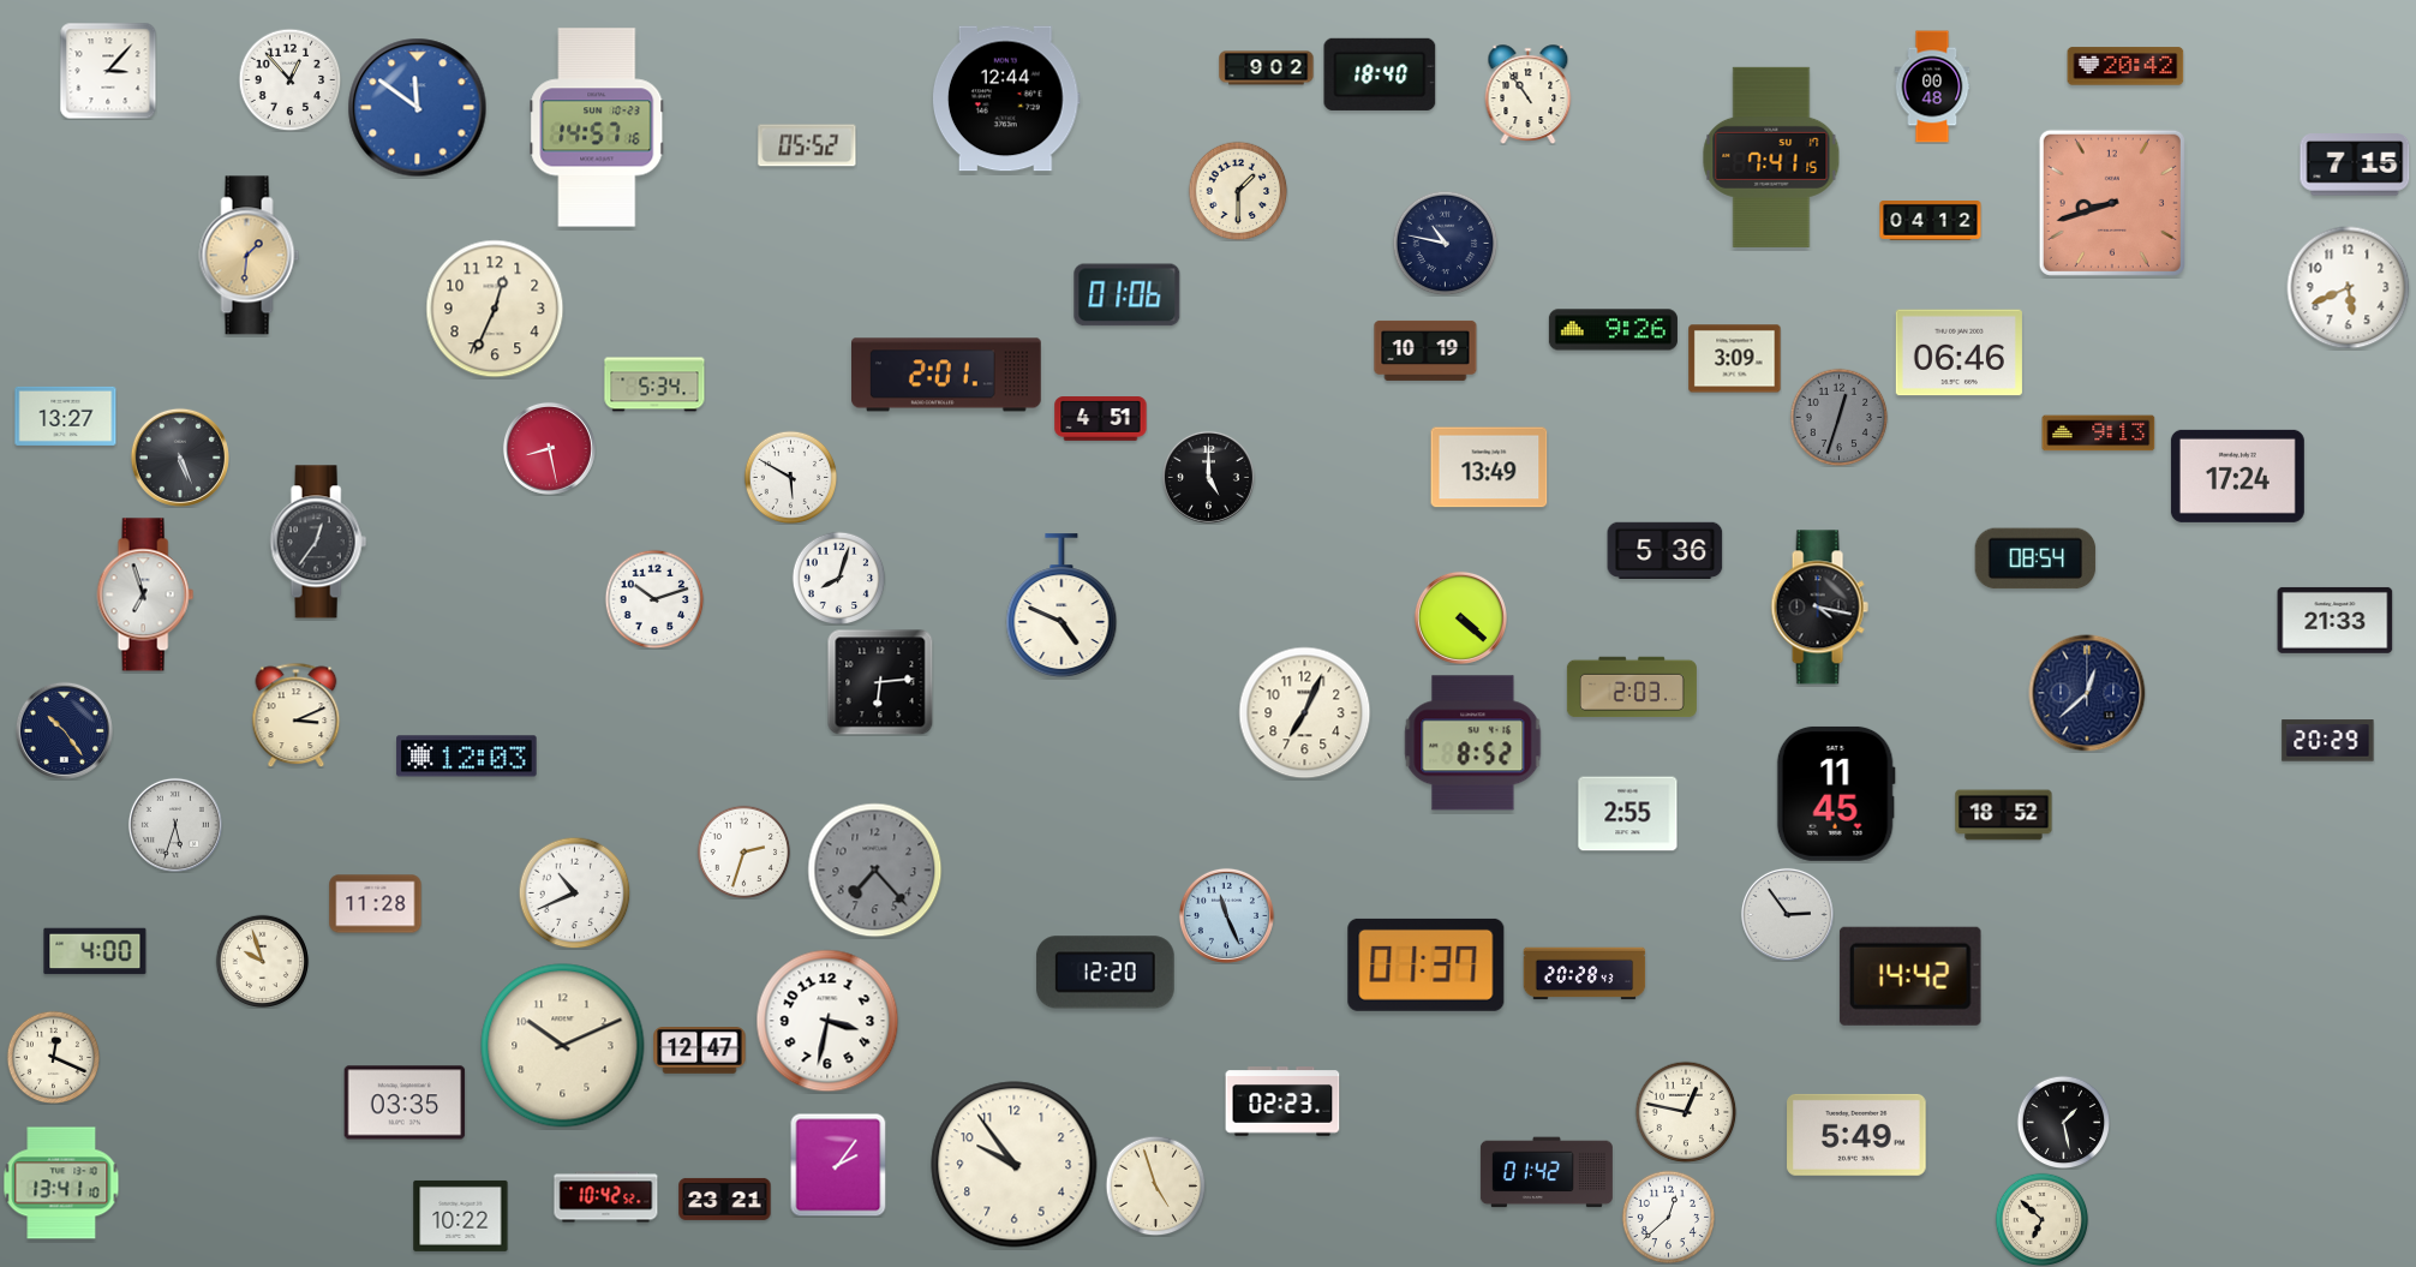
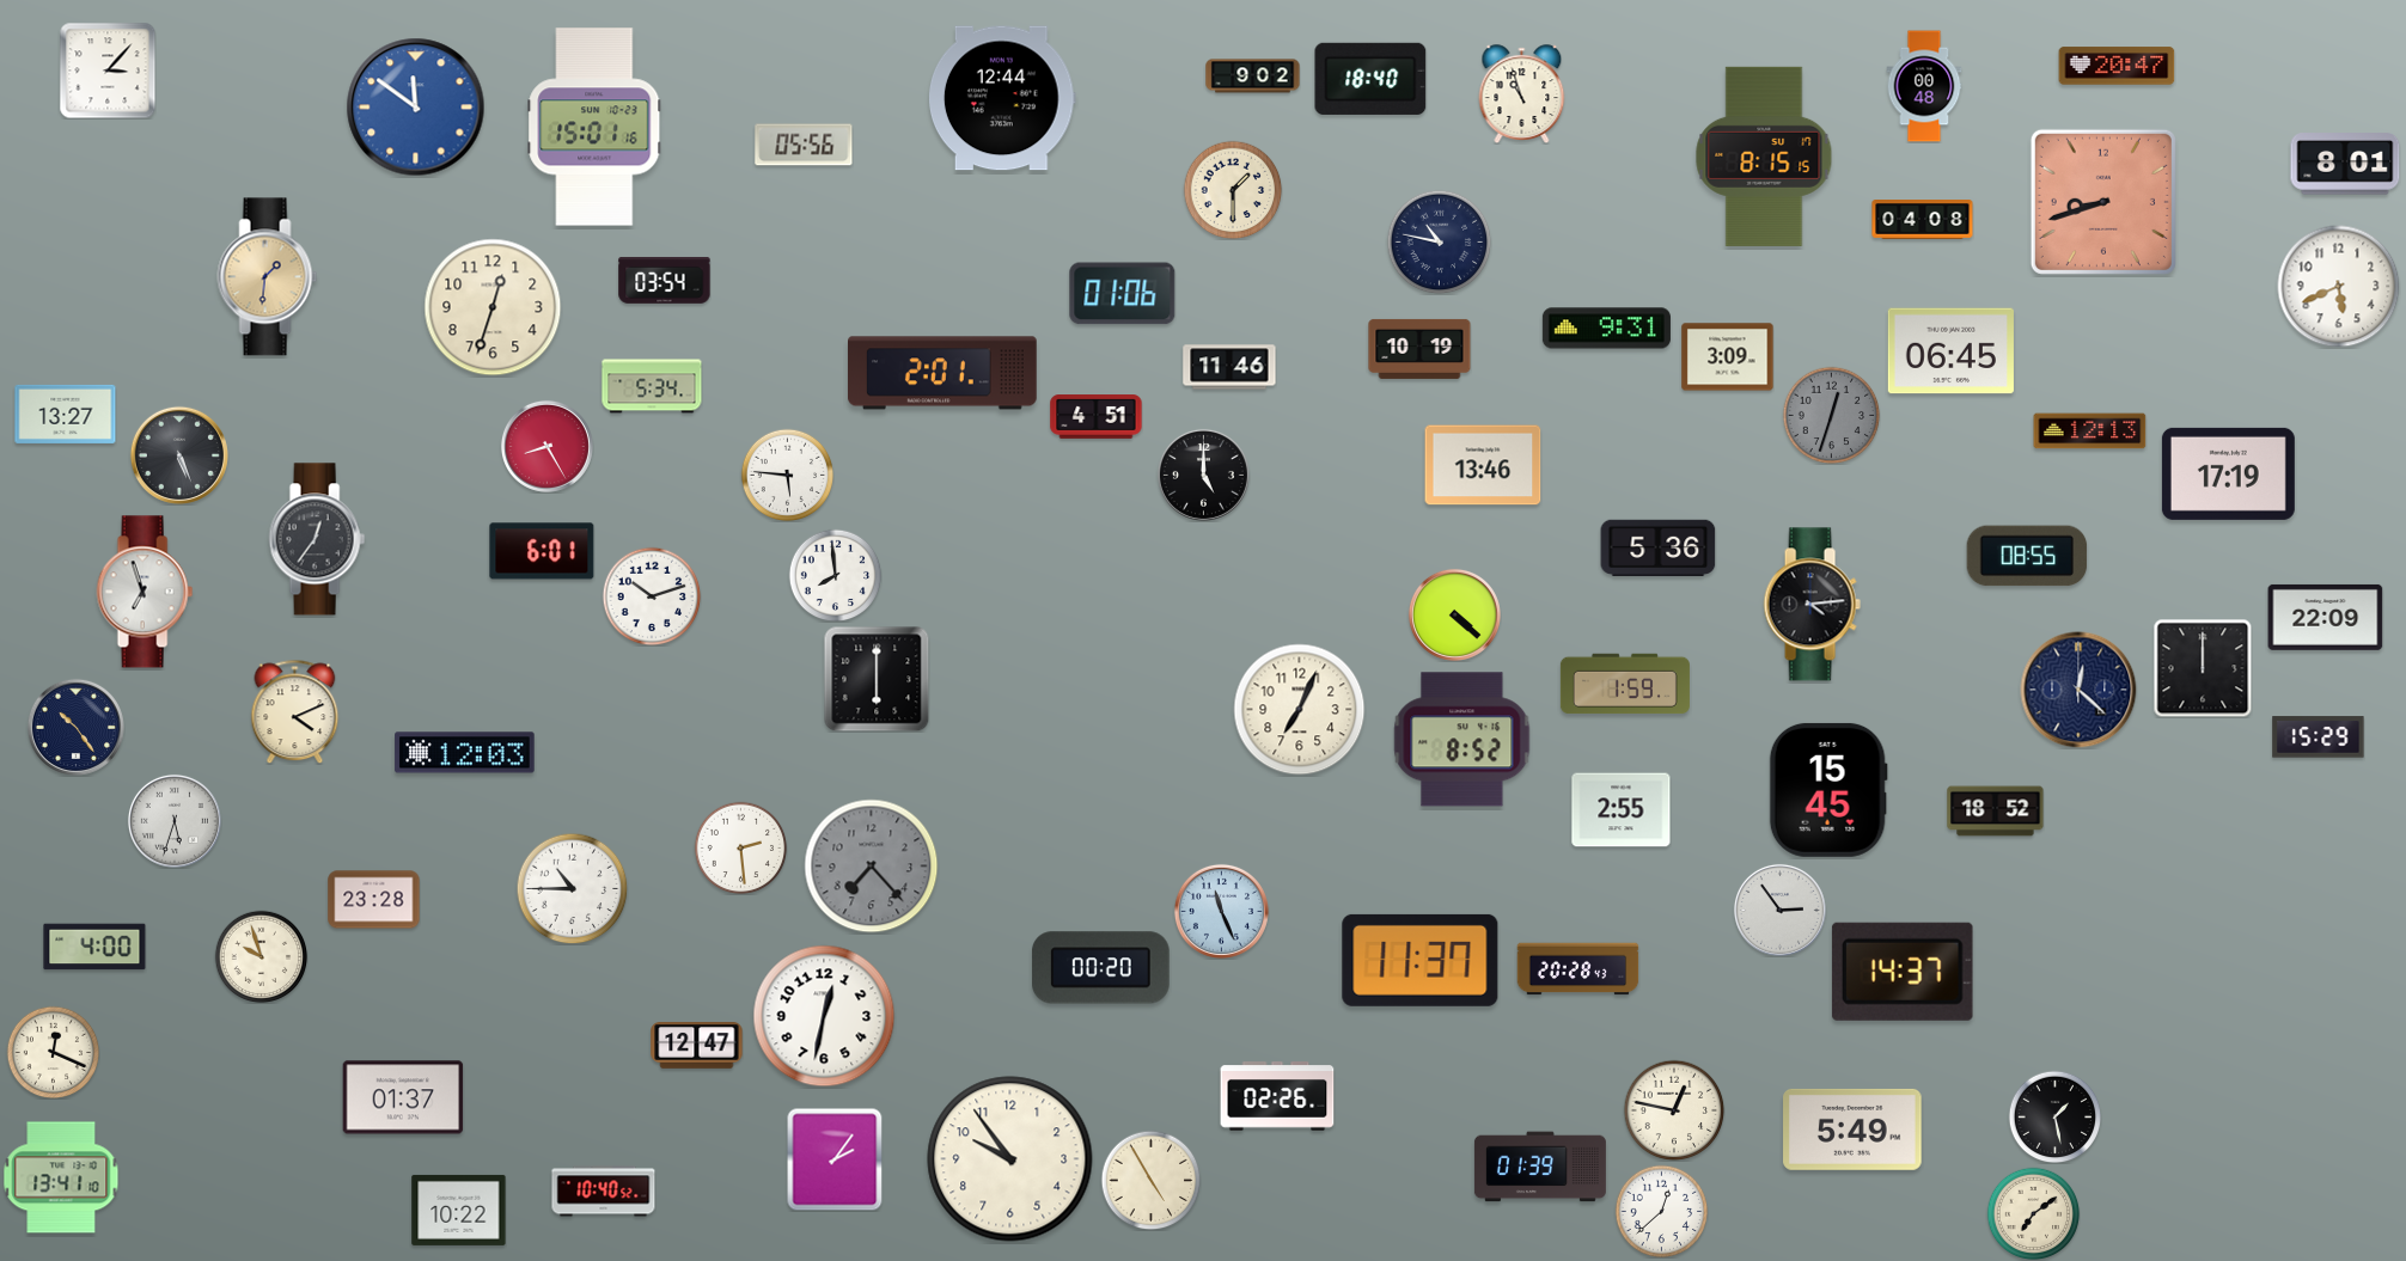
clock at (2125, 66): 20:42 -> 20:47
clock at (1267, 68) position: (1267, 68) -> (1253, 76)
clock at (1380, 74) position: (1380, 74) -> (1370, 79)
clock at (289, 79): 12:53 -> none
clock at (1529, 94): 10:54 -> 10:57
clock at (597, 127): 14:57 -> 15:01
clock at (807, 145): 05:52 -> 05:56
clock at (1771, 157): 7:41 -> 8:15
clock at (2355, 165): 7:15 -> 8:01
clock at (1931, 221): 04:12 -> 04:08
clock at (250, 256) position: (250, 256) -> (268, 277)
clock at (665, 280): none -> 03:54
clock at (495, 309): 12:34 -> 12:33
clock at (1613, 330): 9:26 -> 9:31
clock at (1958, 353): 06:46 -> 06:45
clock at (1229, 367): none -> 11:46
clock at (654, 384) position: (654, 384) -> (652, 386)
clock at (2099, 434): 9:13 -> 12:13
clock at (549, 448): 8:28 -> 8:25
clock at (1489, 467): 13:49 -> 13:46
clock at (2237, 476): 17:24 -> 17:19
clock at (790, 477): 5:50 -> 5:46
clock at (542, 551): none -> 6:01
clock at (2035, 558): 08:54 -> 08:55
clock at (838, 578): 8:03 -> 7:59
clock at (1062, 606): 4:49 -> none
clock at (1819, 608): 4:17 -> 4:14
clock at (2336, 620): 21:33 -> 22:09
clock at (2203, 668): none -> 12:00
clock at (880, 682): 6:14 -> 6:00
clock at (1632, 687): 2:03 -> 1:59
clock at (2087, 693): 12:38 -> 12:22
clock at (297, 715): 3:11 -> 4:11
clock at (64, 730) position: (64, 730) -> (75, 727)
clock at (2328, 741): 20:29 -> 15:29
clock at (1473, 743) position: (1473, 743) -> (1462, 740)
clock at (1836, 794): 11:45 -> 15:45
clock at (743, 851): 2:33 -> 2:29
clock at (574, 892): 10:41 -> 10:45
clock at (376, 904): 11:28 -> 23:28
clock at (1427, 964): 01:37 -> 11:37
clock at (1106, 973): 12:20 -> 00:20
clock at (1910, 976): 14:42 -> 14:37
clock at (827, 1021): 3:32 -> 12:32
clock at (563, 1046): 10:11 -> none
clock at (1282, 1101): 02:23 -> 02:26
clock at (405, 1102): 03:35 -> 01:37
clock at (1686, 1112) position: (1686, 1112) -> (1674, 1110)
clock at (1856, 1135) position: (1856, 1135) -> (1852, 1130)
clock at (1547, 1172): 01:42 -> 01:39
clock at (1155, 1185): 4:57 -> 4:55
clock at (606, 1197): 10:42 -> 10:40
clock at (725, 1199): 23:21 -> none
clock at (2041, 1219): 6:52 -> 7:09
